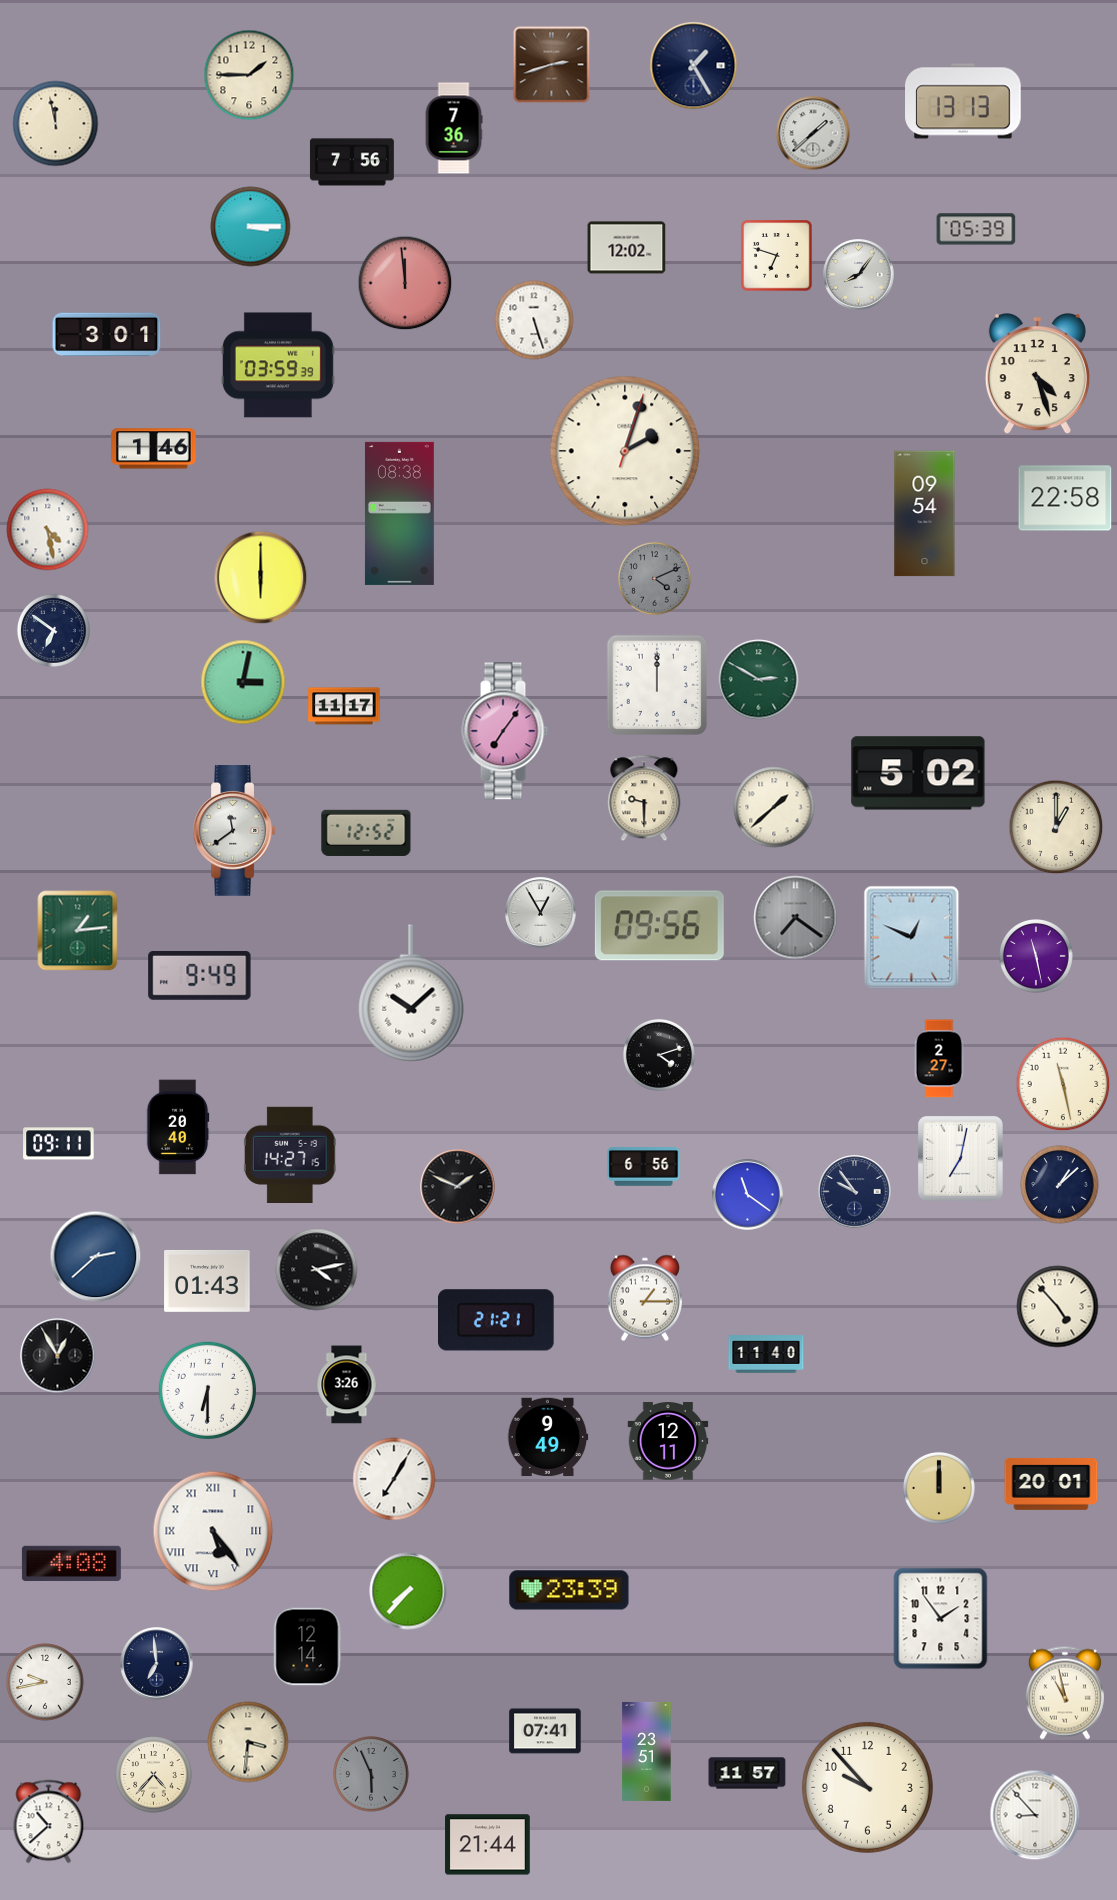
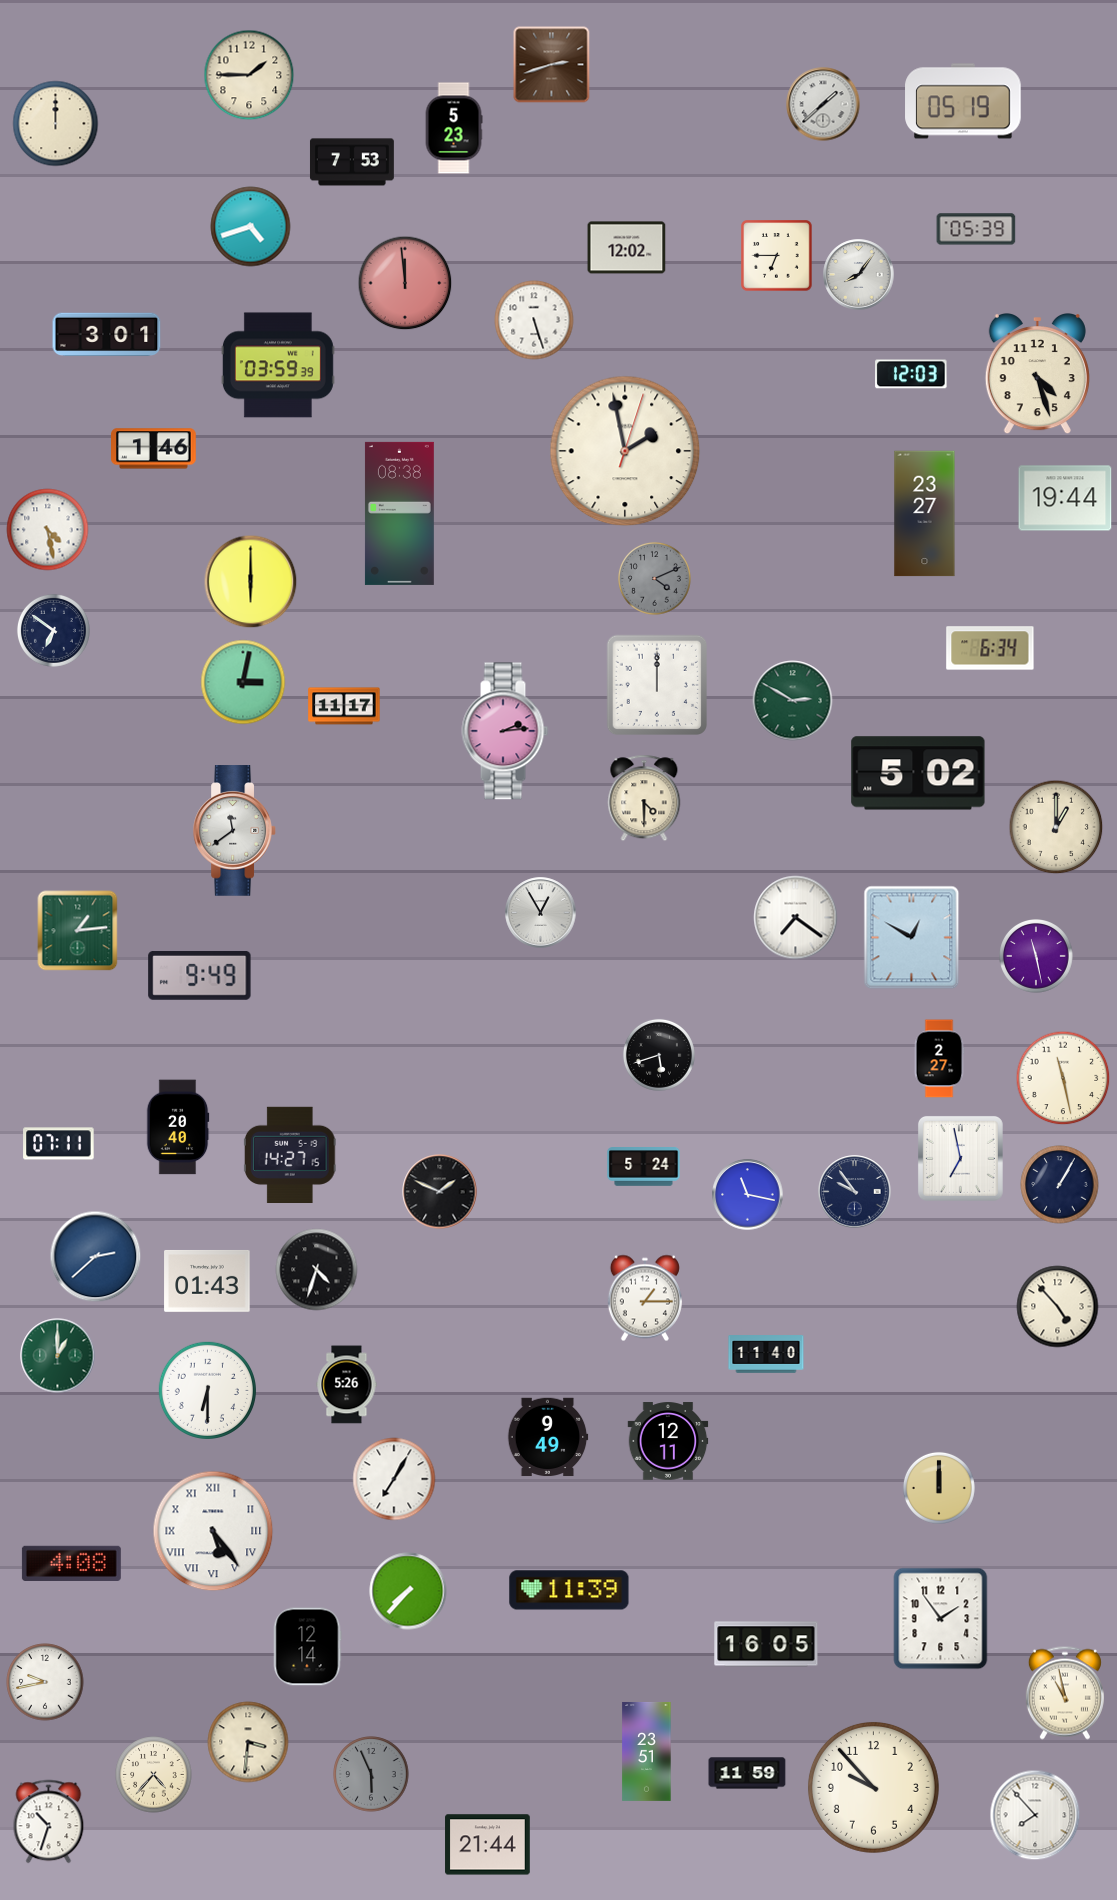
clock at (694, 66): 1:25 -> none
clock at (963, 101): 13:13 -> 05:19
clock at (56, 124): 11:58 -> 12:00
clock at (454, 128): 7:36 -> 5:23
clock at (813, 133) position: (813, 133) -> (823, 104)
clock at (352, 162): 7:56 -> 7:53
clock at (251, 227): 3:15 -> 4:42
clock at (777, 256): 6:48 -> 6:45
clock at (911, 374): none -> 12:03
clock at (625, 451): 2:03 -> 1:58
clock at (1065, 498): 22:58 -> 19:44
clock at (925, 514): 09:54 -> 23:27
clock at (261, 578) position: (261, 578) -> (251, 582)
clock at (990, 648): none -> 6:34
clock at (759, 680) position: (759, 680) -> (793, 701)
clock at (505, 731): 7:06 -> 2:14
clock at (644, 798): 9:30 -> 4:30
clock at (774, 807): 1:38 -> none
clock at (366, 833): 12:52 -> none
clock at (796, 918) dial: grey -> white
clock at (659, 926): 09:56 -> none
clock at (912, 938): 12:49 -> 12:50
clock at (411, 993): 10:08 -> none
clock at (659, 1055): 4:12 -> 5:42
clock at (1063, 1084) position: (1063, 1084) -> (1063, 1078)
clock at (59, 1144): 09:11 -> 07:11
clock at (960, 1158): 7:02 -> 6:58
clock at (644, 1167): 6:56 -> 5:24
clock at (1060, 1185): 1:08 -> 1:05
clock at (458, 1187) position: (458, 1187) -> (440, 1192)
clock at (748, 1195): 11:21 -> 11:17
clock at (317, 1270): 4:13 -> 4:33
clock at (497, 1320): 21:21 -> none
clock at (58, 1356): 12:55 -> 1:00
clock at (58, 1356) dial: black -> green
clock at (347, 1385): 3:26 -> 5:26
clock at (1051, 1484): 20:01 -> none
clock at (569, 1590): 23:39 -> 11:39
clock at (766, 1644): none -> 16:05
clock at (157, 1664): 6:59 -> none
clock at (545, 1731): 07:41 -> none
clock at (747, 1773): 11:57 -> 11:59
clock at (867, 1787) position: (867, 1787) -> (873, 1787)
clock at (1035, 1815): 8:53 -> 7:53
clock at (49, 1822): 10:38 -> 10:33
